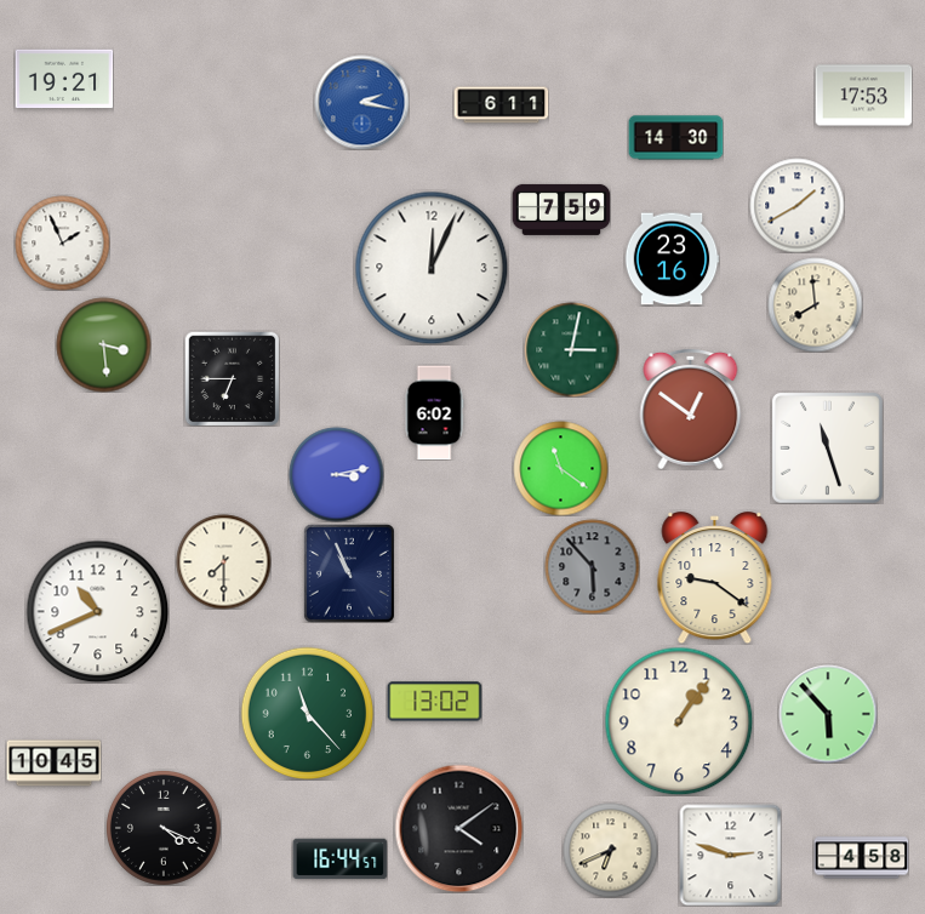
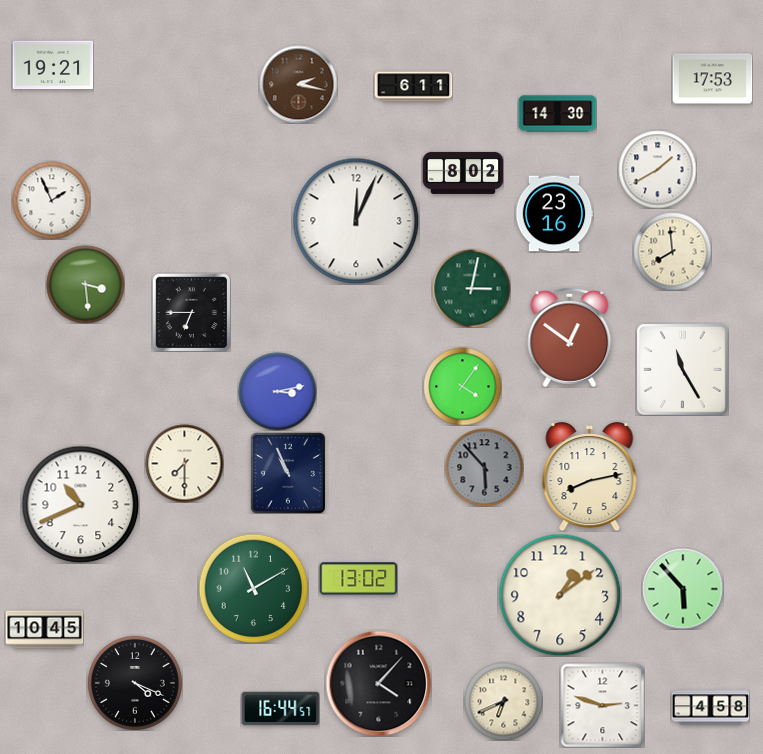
clock at (361, 102) dial: blue -> brown
clock at (561, 210): 7:59 -> 8:02
clock at (434, 412): 6:02 -> none
clock at (828, 449): 11:27 -> 11:25
clock at (560, 468): 11:21 -> 4:06
clock at (592, 566) position: (592, 566) -> (484, 467)
clock at (715, 578): 9:21 -> 8:13
clock at (307, 713): 11:23 -> 11:10
clock at (679, 721): 1:06 -> 1:09
clock at (458, 828): 4:09 -> 4:07
